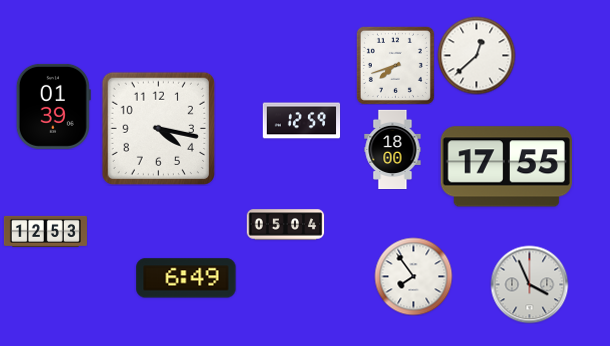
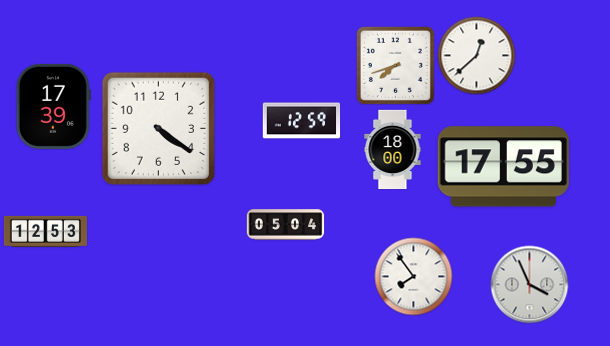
clock at (53, 106): 01:39 -> 17:39
clock at (158, 128): 4:17 -> 4:21
clock at (506, 167) position: (506, 167) -> (503, 167)
clock at (186, 278): 6:49 -> none
